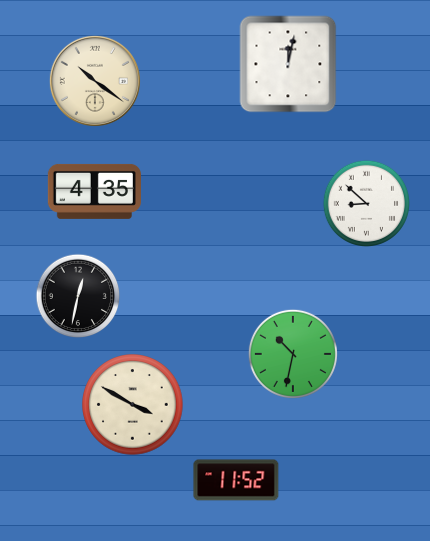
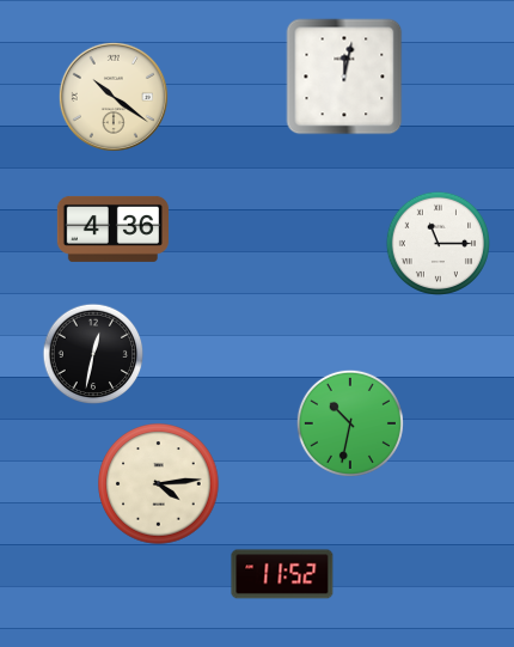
clock at (94, 191): 4:35 -> 4:36
clock at (366, 203): 8:52 -> 11:15
clock at (133, 405): 3:50 -> 4:14
